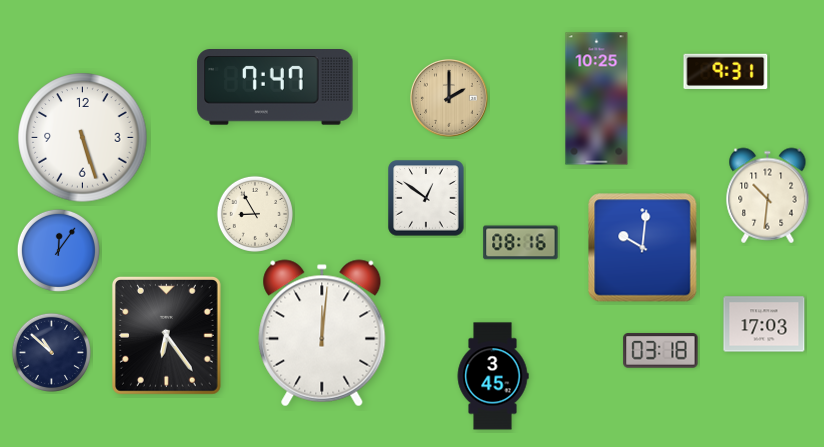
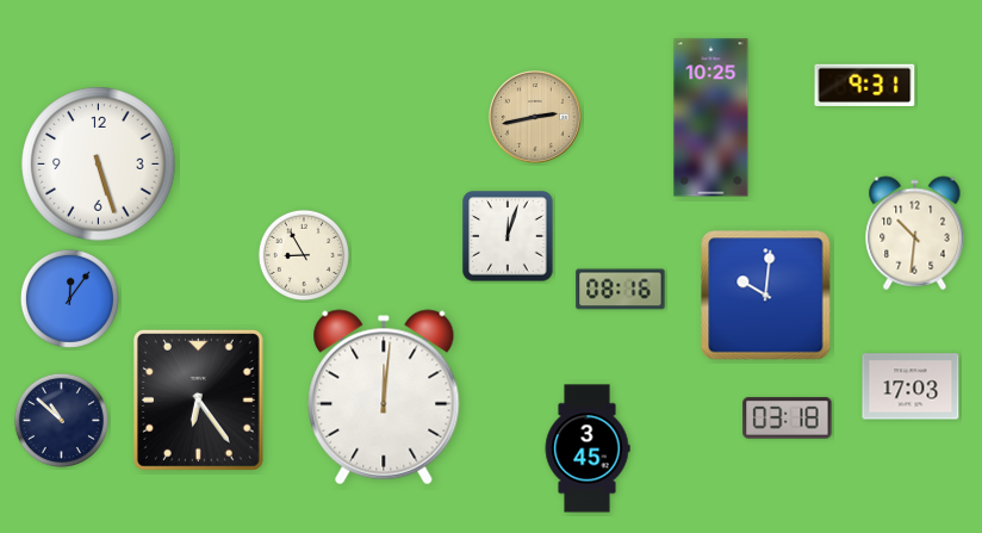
clock at (275, 87): 7:47 -> none
clock at (450, 99): 2:00 -> 2:43
clock at (426, 198): 12:51 -> 12:03
